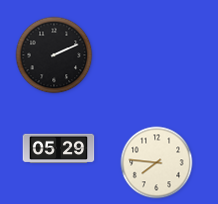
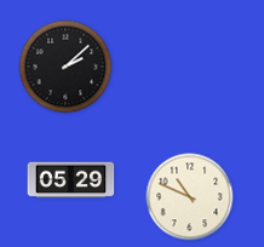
clock at (54, 55): 2:11 -> 2:08
clock at (157, 163): 7:46 -> 10:49
